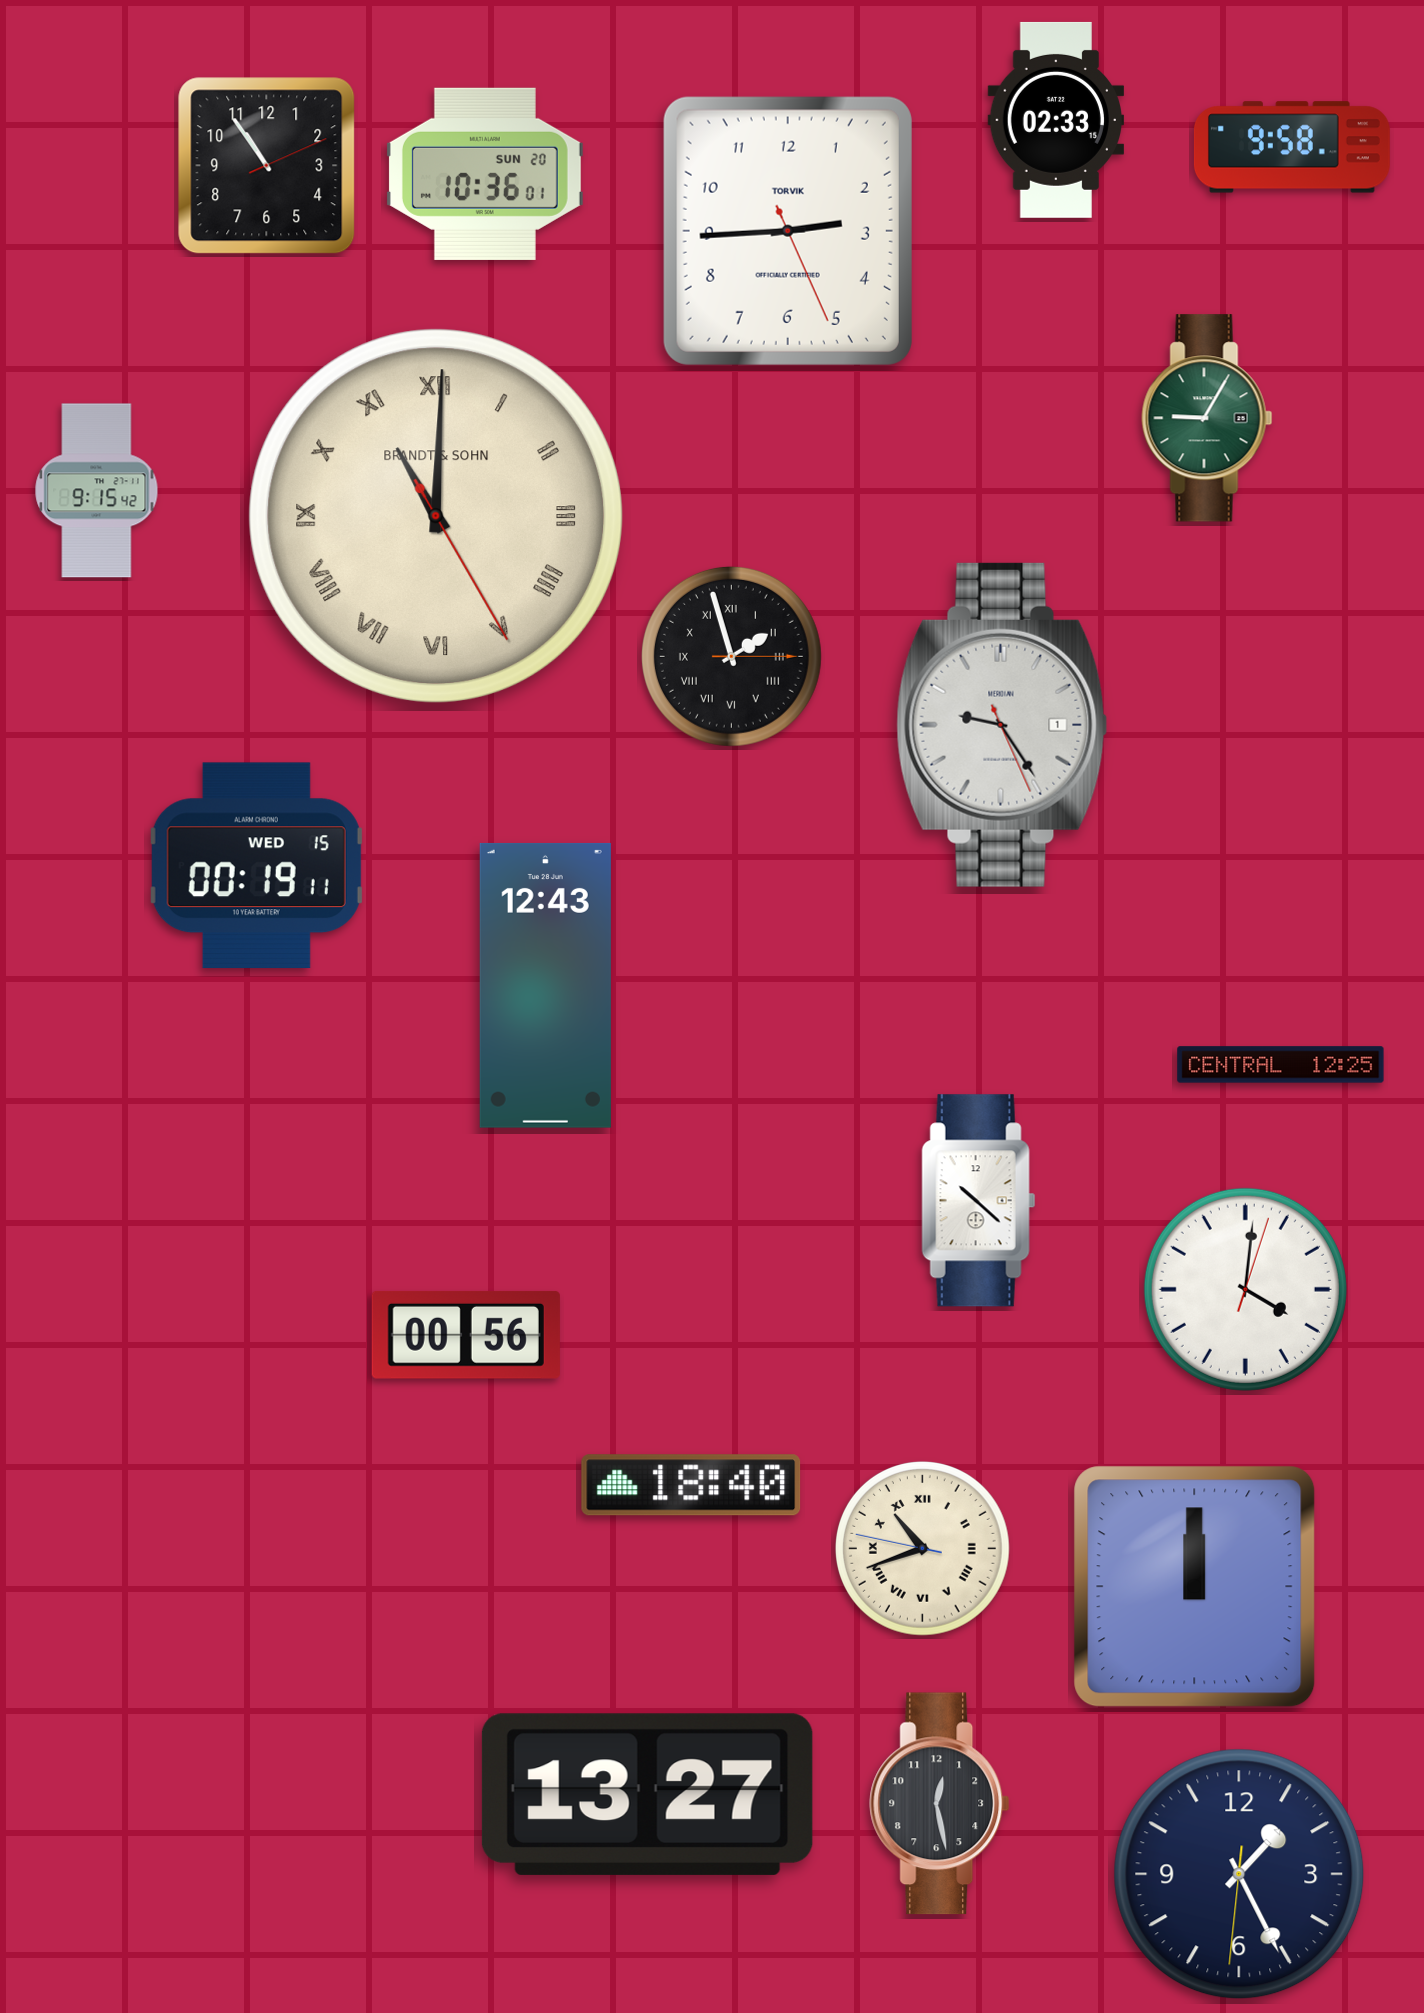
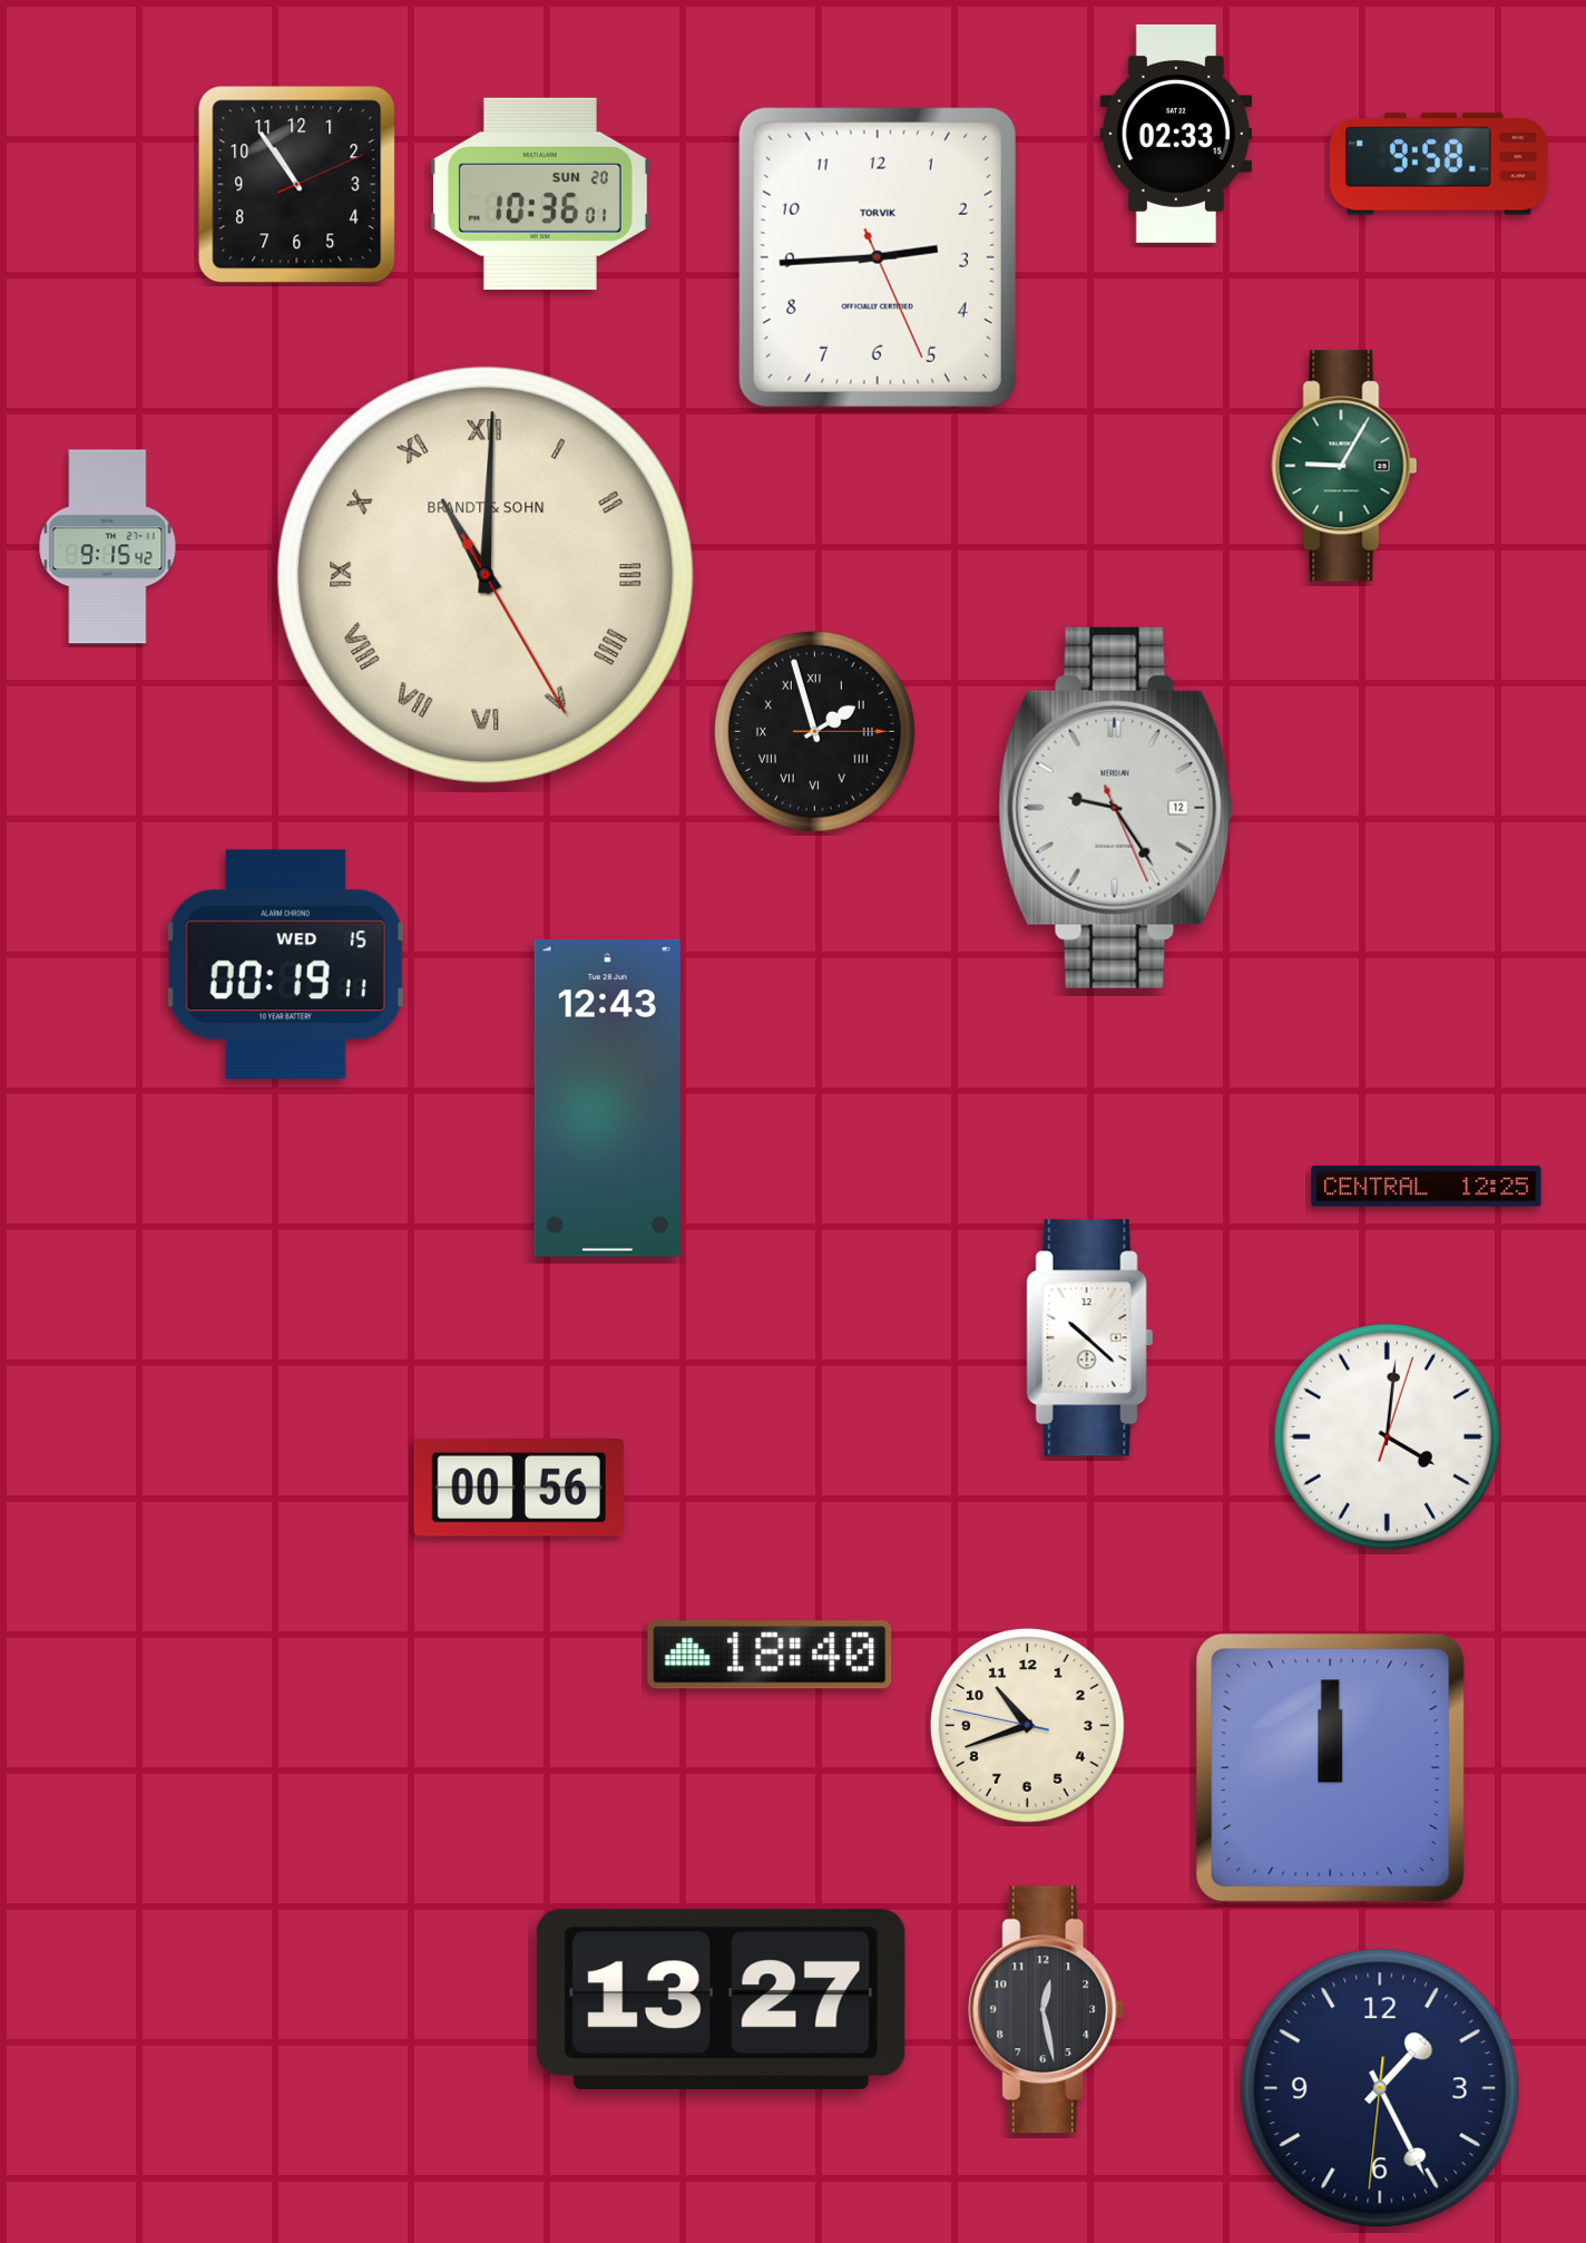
clock at (1002, 725) date: 1 -> 12
clock at (922, 1548) numerals: Roman -> Arabic
